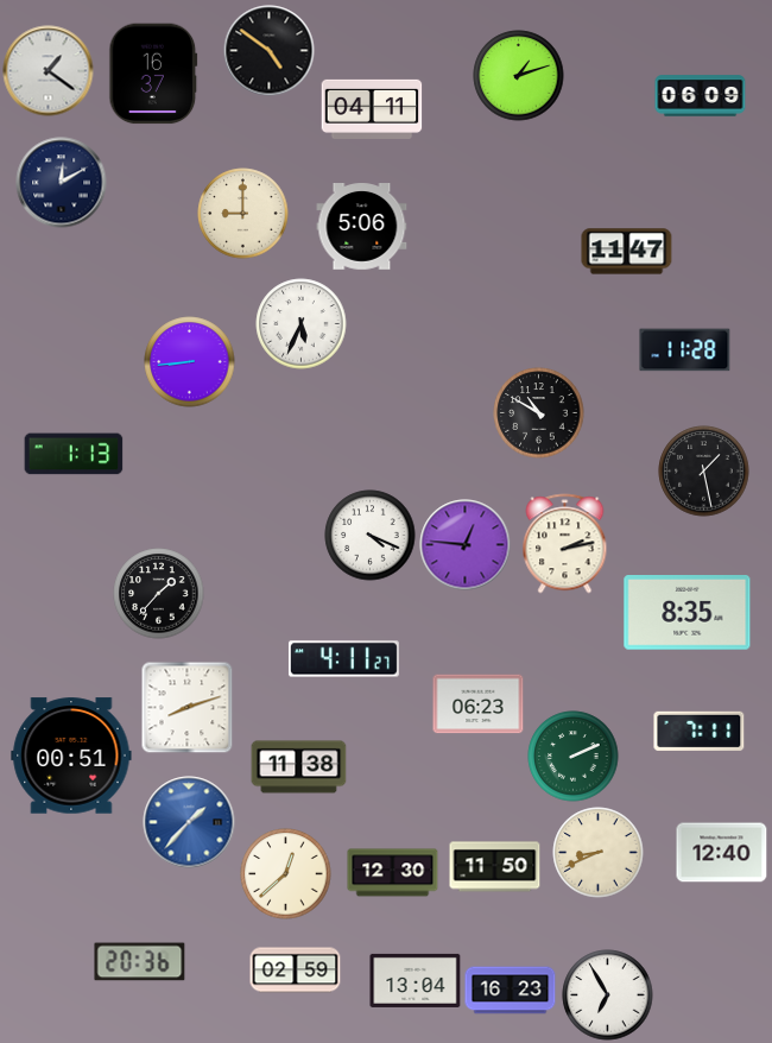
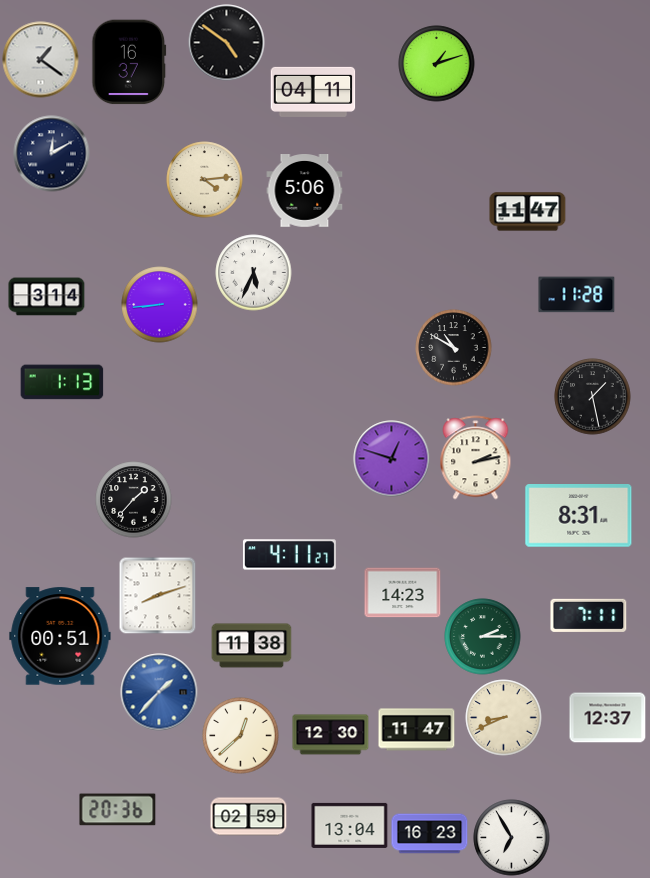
clock at (701, 96): 06:09 -> none
clock at (243, 214): 9:00 -> 4:14
clock at (47, 297): none -> 3:14
clock at (371, 536): 4:19 -> none
clock at (466, 545): 12:46 -> 12:48
clock at (688, 613): 8:35 -> 8:31
clock at (479, 704): 06:23 -> 14:23
clock at (574, 757): 2:11 -> 2:15
clock at (722, 853): 12:40 -> 12:37
clock at (495, 867): 11:50 -> 11:47
